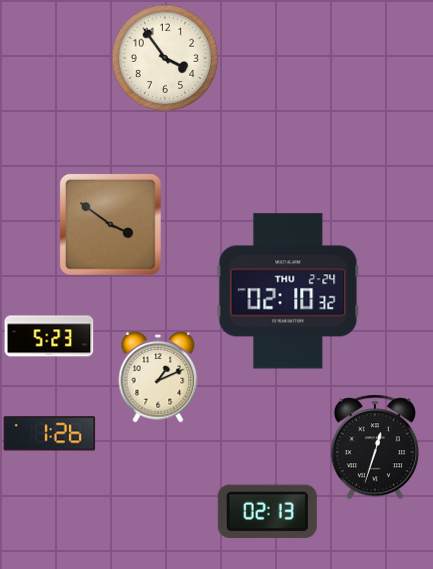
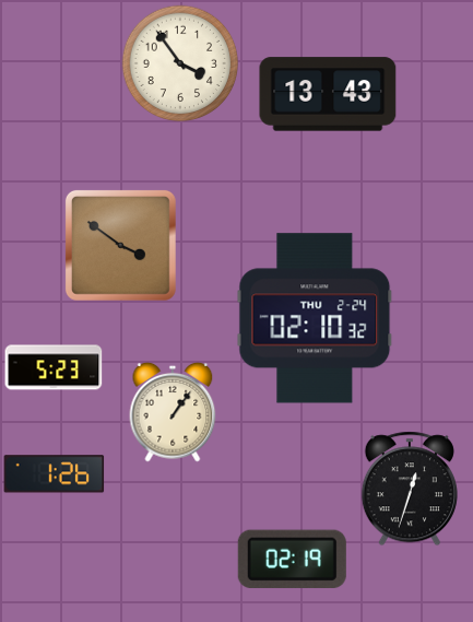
clock at (328, 94): none -> 13:43
clock at (158, 377): 1:11 -> 1:06
clock at (267, 511): 02:13 -> 02:19
